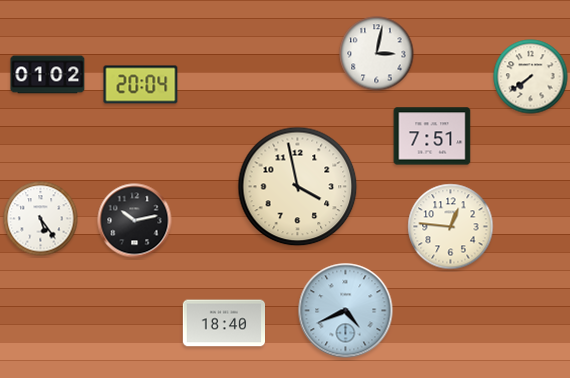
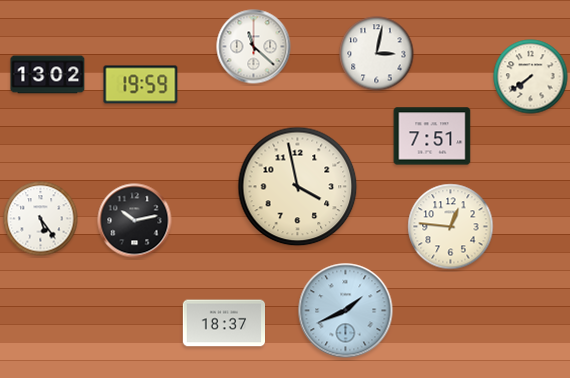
clock at (254, 47): none -> 11:22
clock at (48, 75): 01:02 -> 13:02
clock at (141, 85): 20:04 -> 19:59
clock at (346, 311): 4:41 -> 1:41
clock at (223, 323): 18:40 -> 18:37
